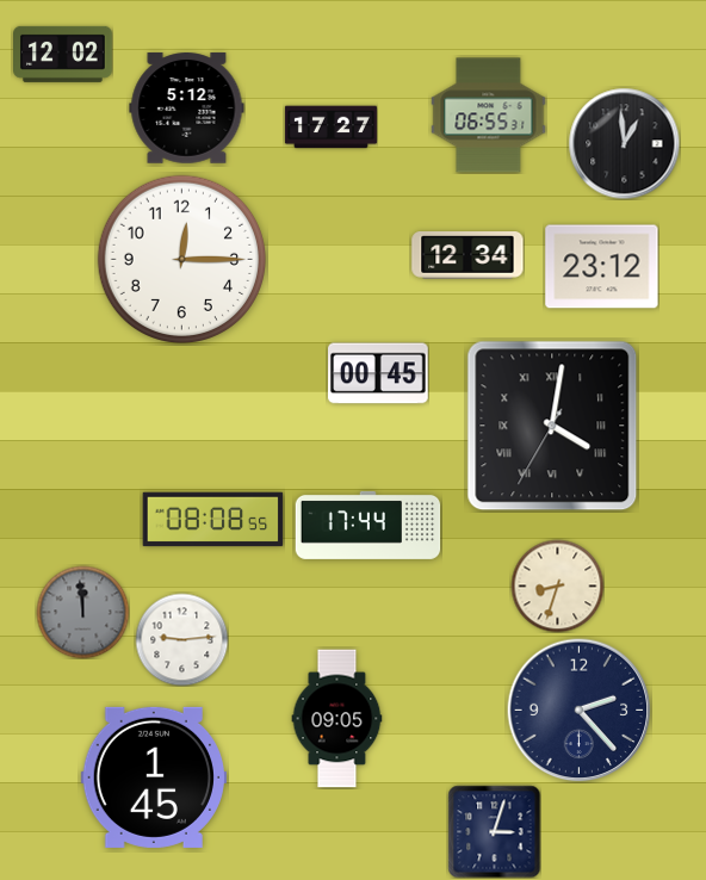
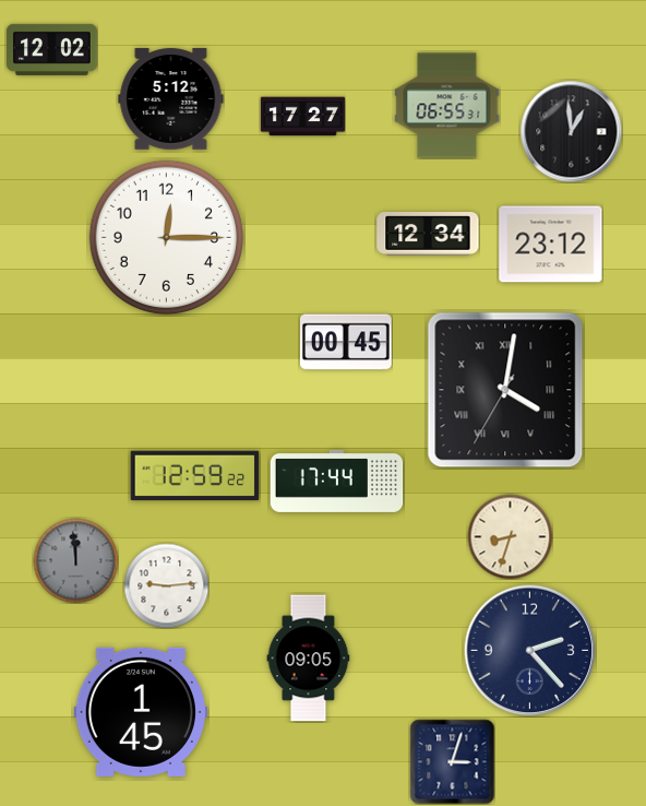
clock at (63, 54) position: (63, 54) -> (52, 49)
clock at (213, 520): 08:08 -> 12:59
